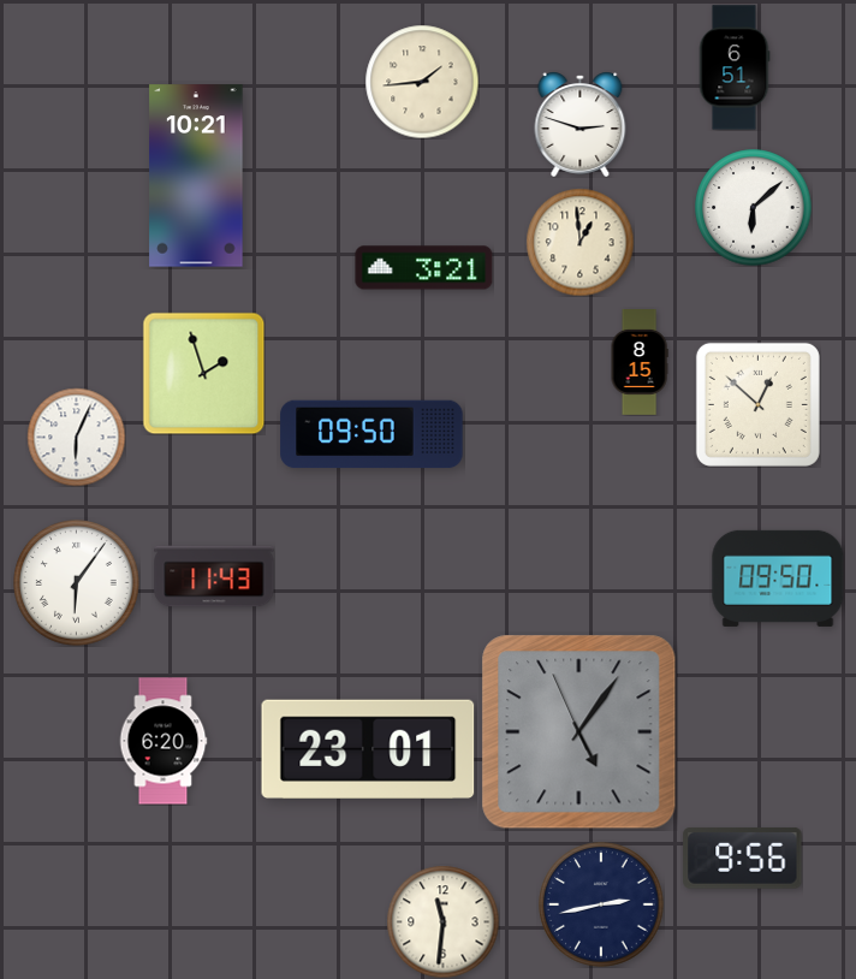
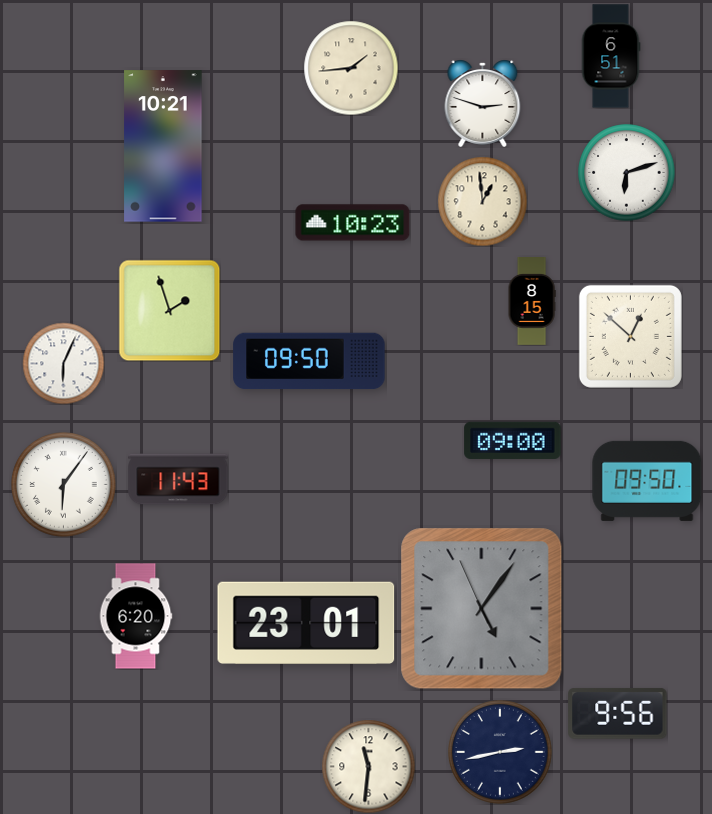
clock at (754, 208): 6:08 -> 6:12
clock at (424, 268): 3:21 -> 10:23
clock at (513, 440): none -> 09:00
